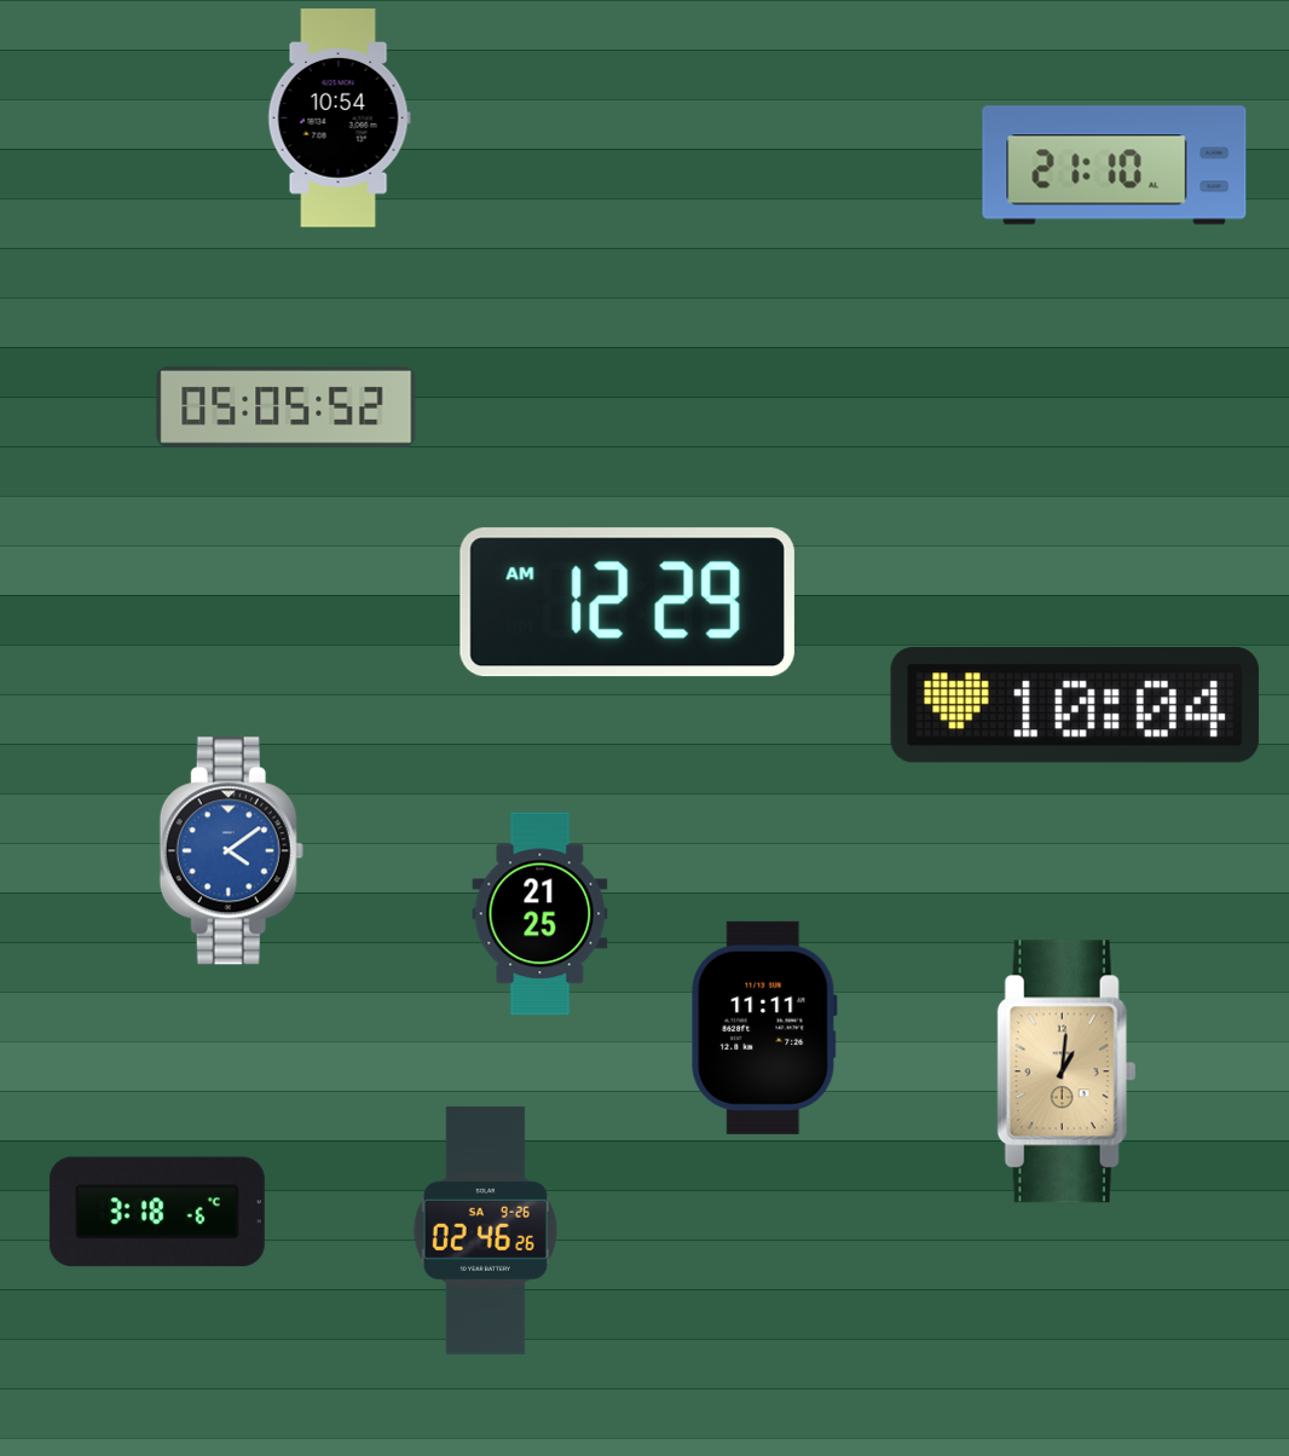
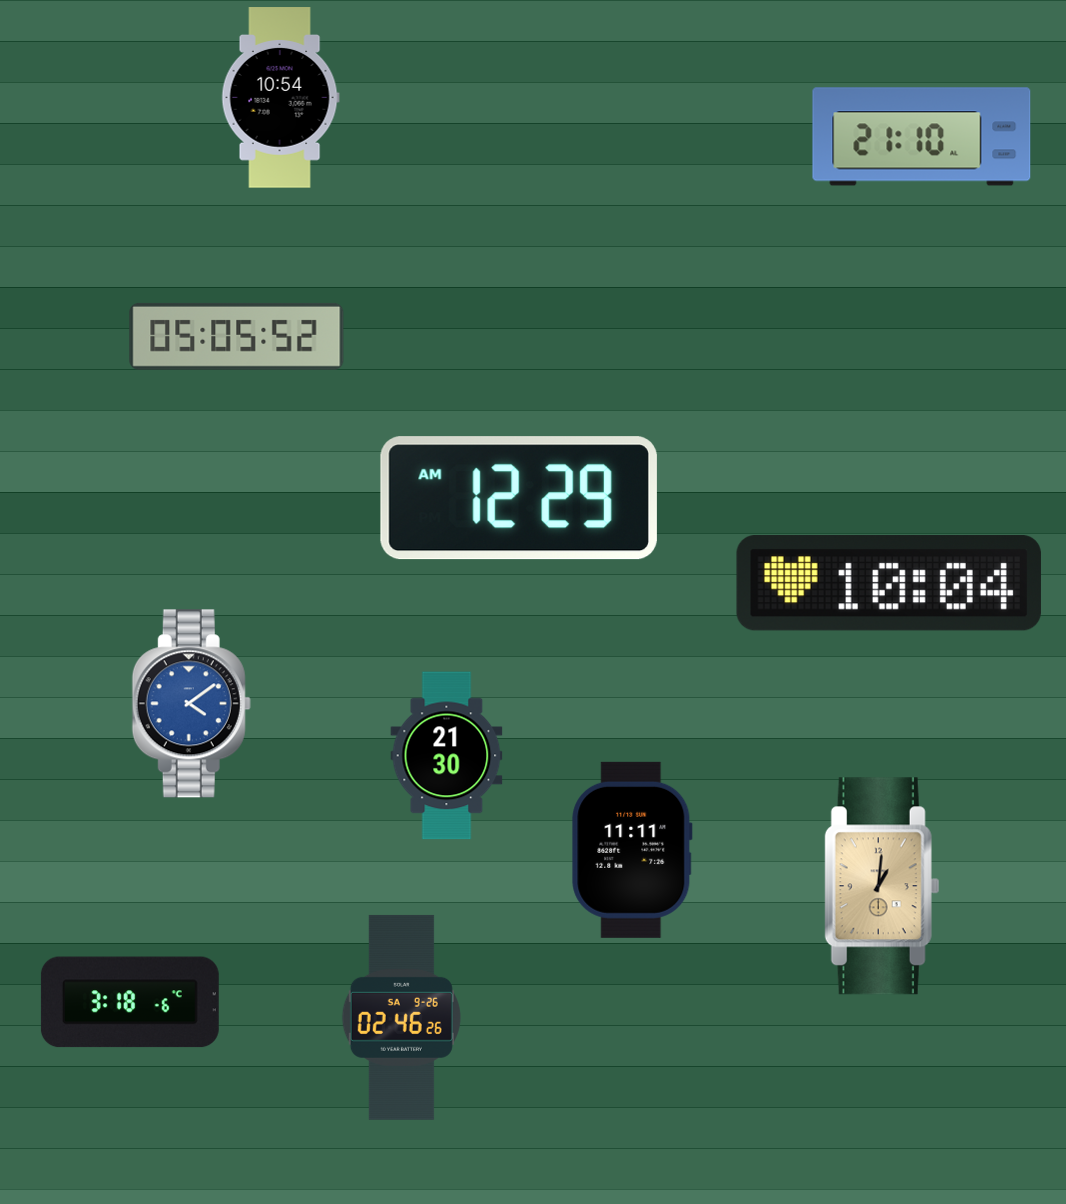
clock at (541, 914): 21:25 -> 21:30
